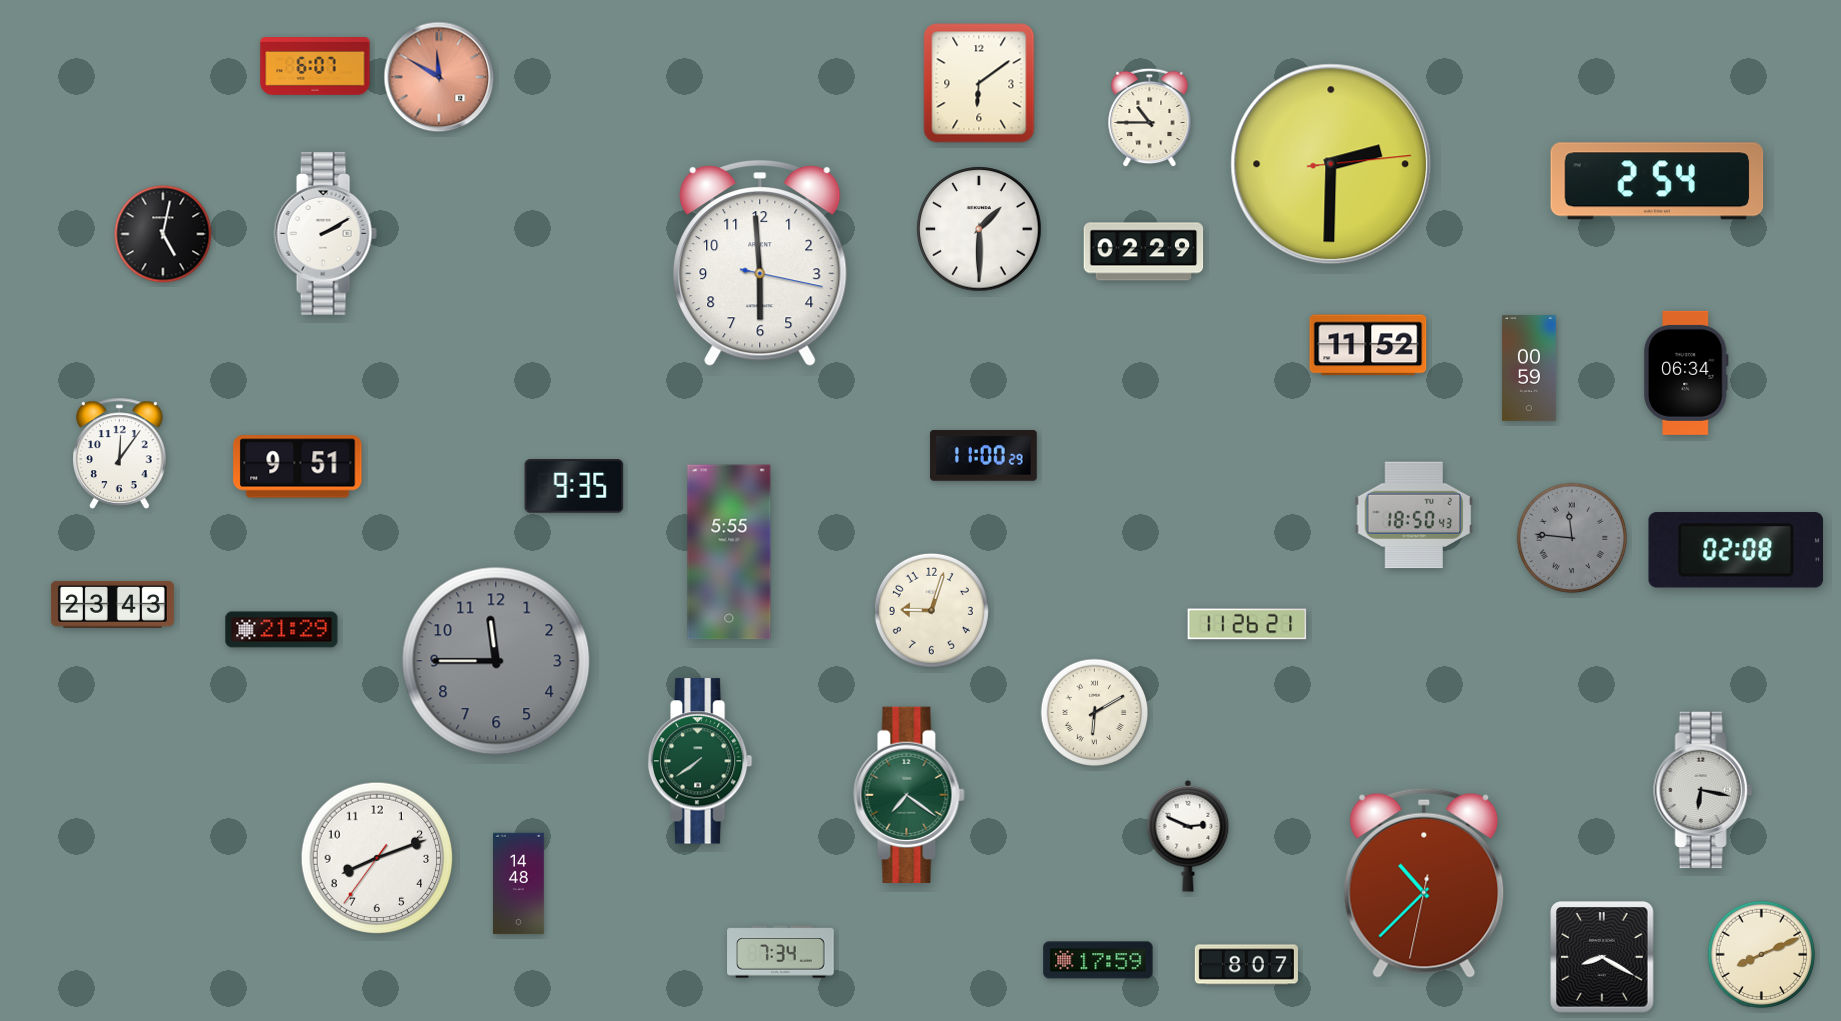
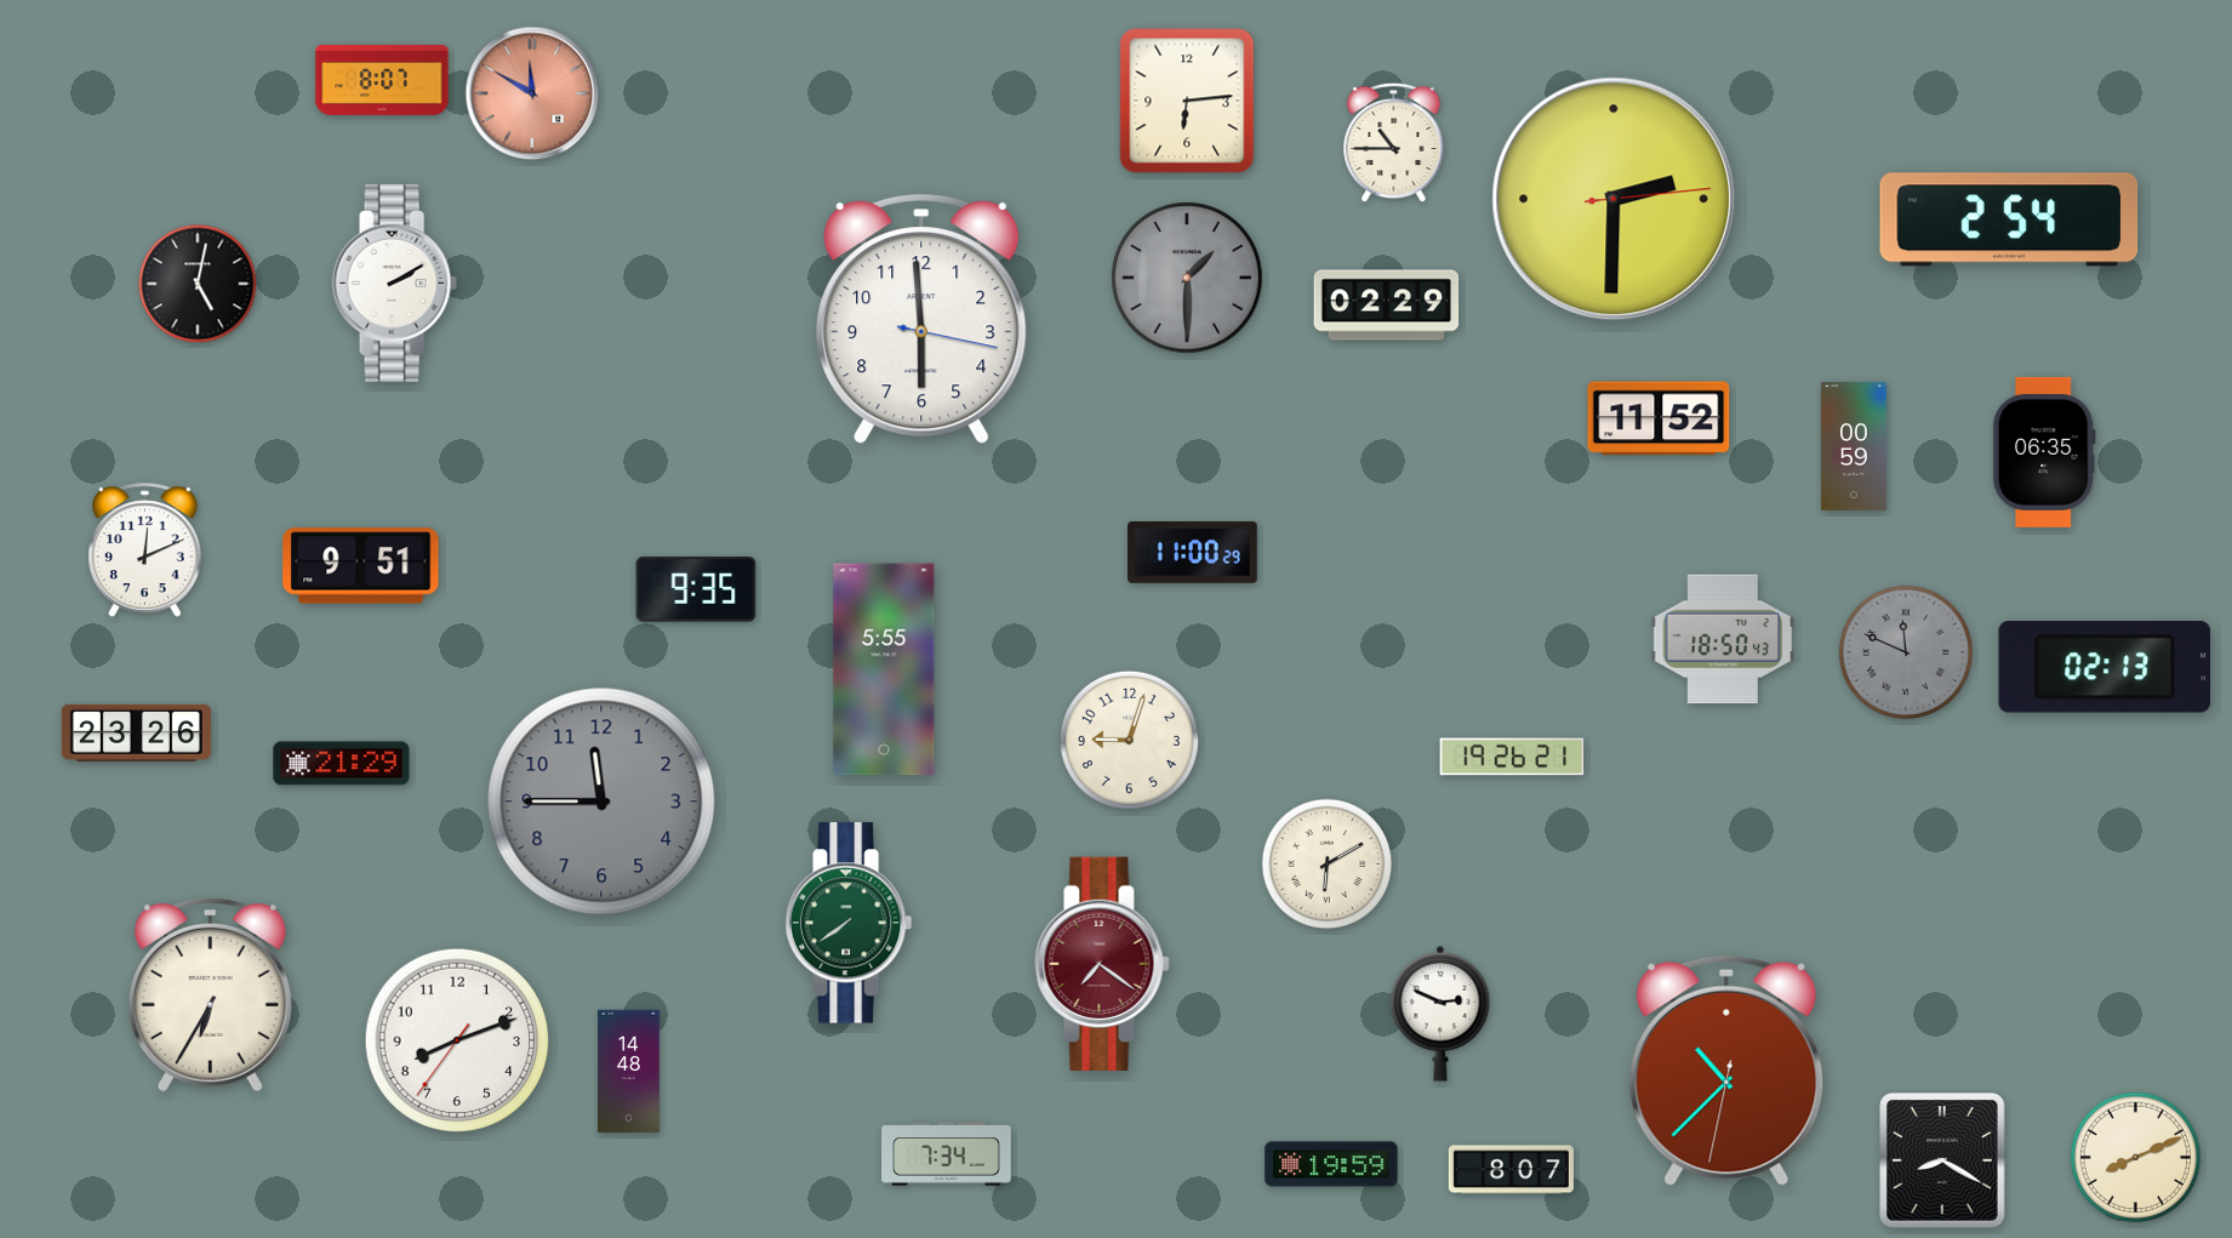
clock at (315, 67): 6:07 -> 8:07
clock at (979, 83): 6:09 -> 6:14
clock at (979, 229) dial: white -> grey
clock at (1686, 373): 06:34 -> 06:35
clock at (120, 453): 12:06 -> 12:11
clock at (1414, 515) position: (1414, 515) -> (1723, 639)
clock at (1571, 537): 11:46 -> 11:49
clock at (1736, 551): 02:08 -> 02:13
clock at (112, 604): 23:43 -> 23:26
clock at (1247, 624): 11:26 -> 19:26
clock at (1703, 790): 6:17 -> none
clock at (909, 794) dial: green -> burgundy
clock at (210, 994): none -> 6:35
clock at (1098, 960): 17:59 -> 19:59
